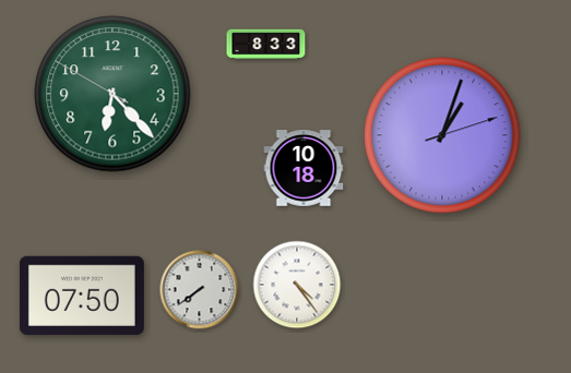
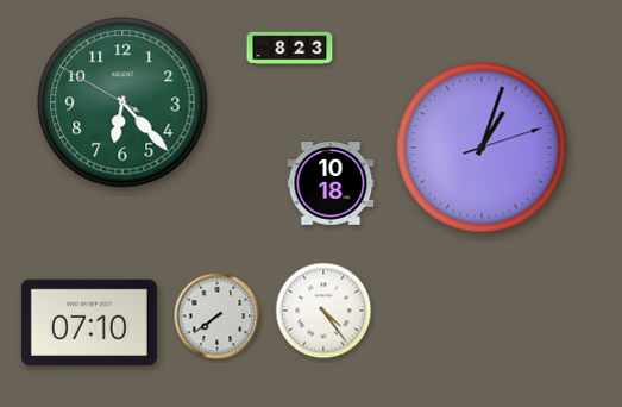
clock at (266, 45): 8:33 -> 8:23
clock at (82, 296): 07:50 -> 07:10
